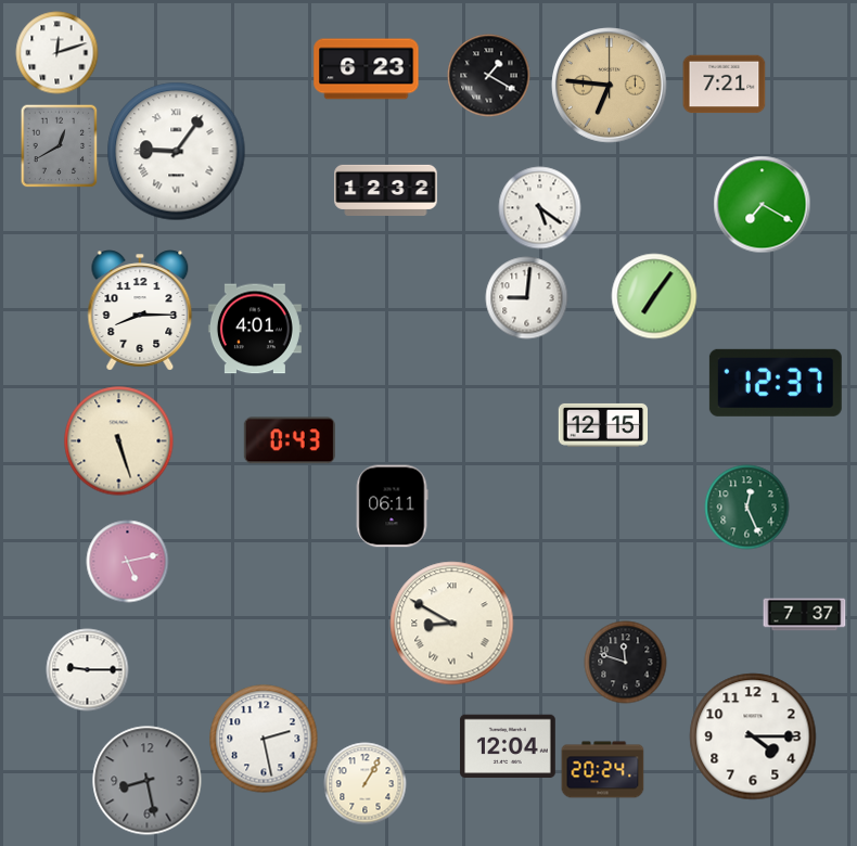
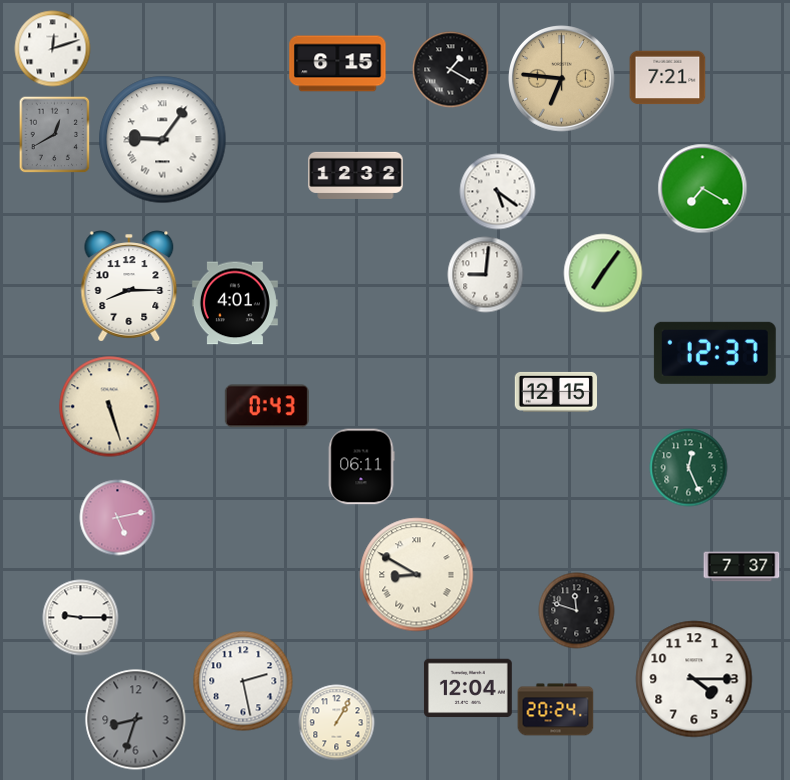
clock at (367, 69): 6:23 -> 6:15
clock at (148, 781): 8:28 -> 8:33
